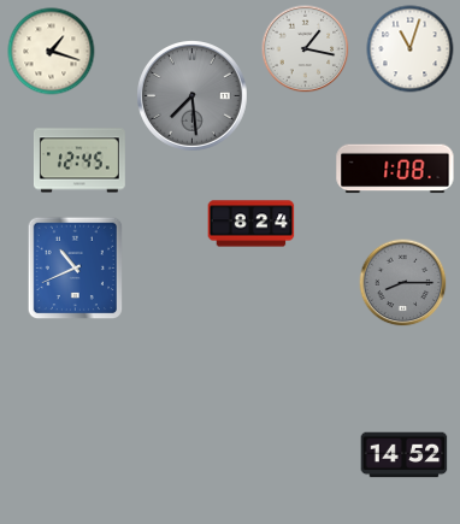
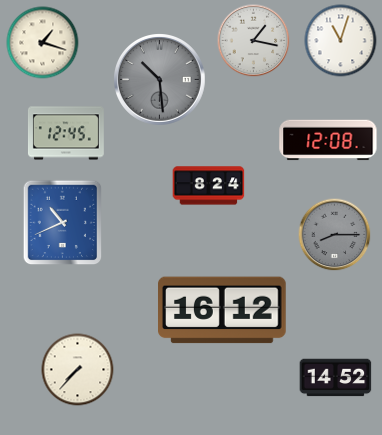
clock at (193, 96): 7:29 -> 10:29
clock at (395, 169): 1:08 -> 12:08
clock at (222, 310): none -> 16:12
clock at (78, 370): none -> 7:37
